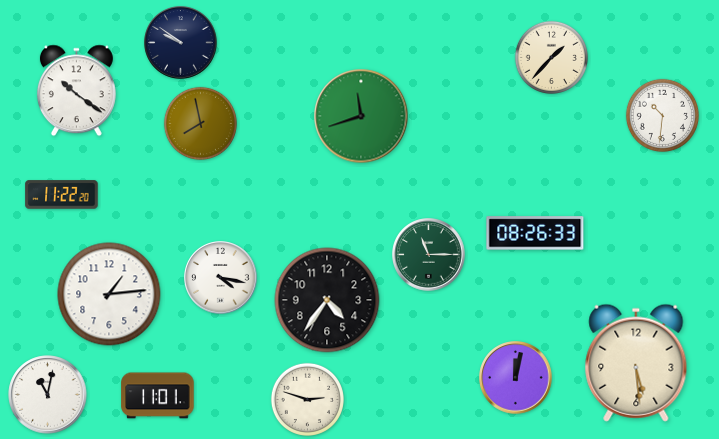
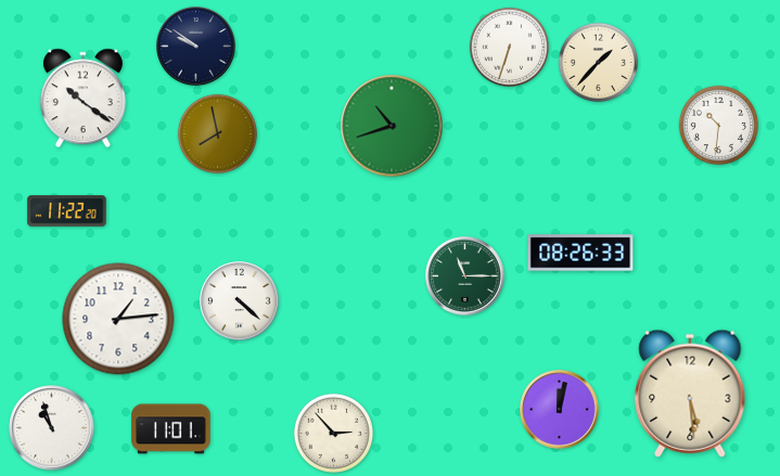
clock at (509, 47): none -> 6:33
clock at (361, 116): 11:42 -> 10:42
clock at (221, 278): 4:17 -> 4:22
clock at (327, 300): 4:36 -> none
clock at (48, 395): 11:02 -> 10:57
clock at (307, 399): 2:48 -> 2:53
